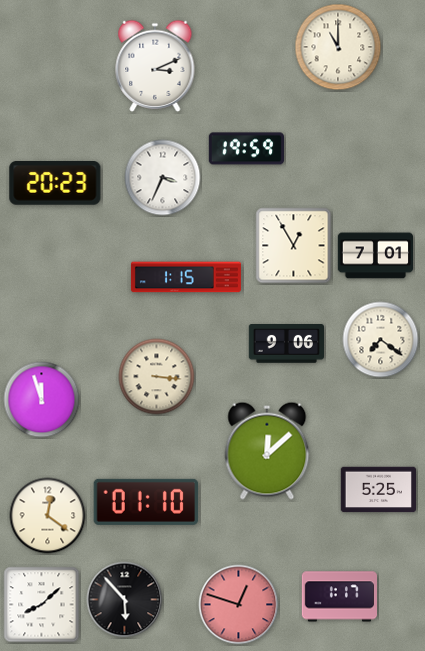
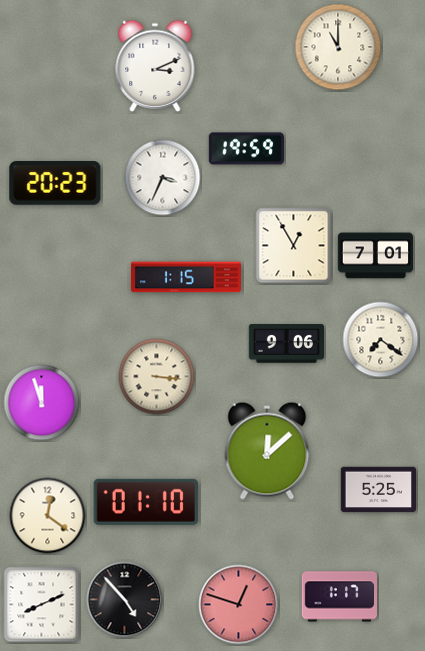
clock at (42, 400) position: (42, 400) -> (42, 403)
clock at (125, 600): 5:53 -> 4:53
clock at (42, 605): 8:08 -> 8:11
